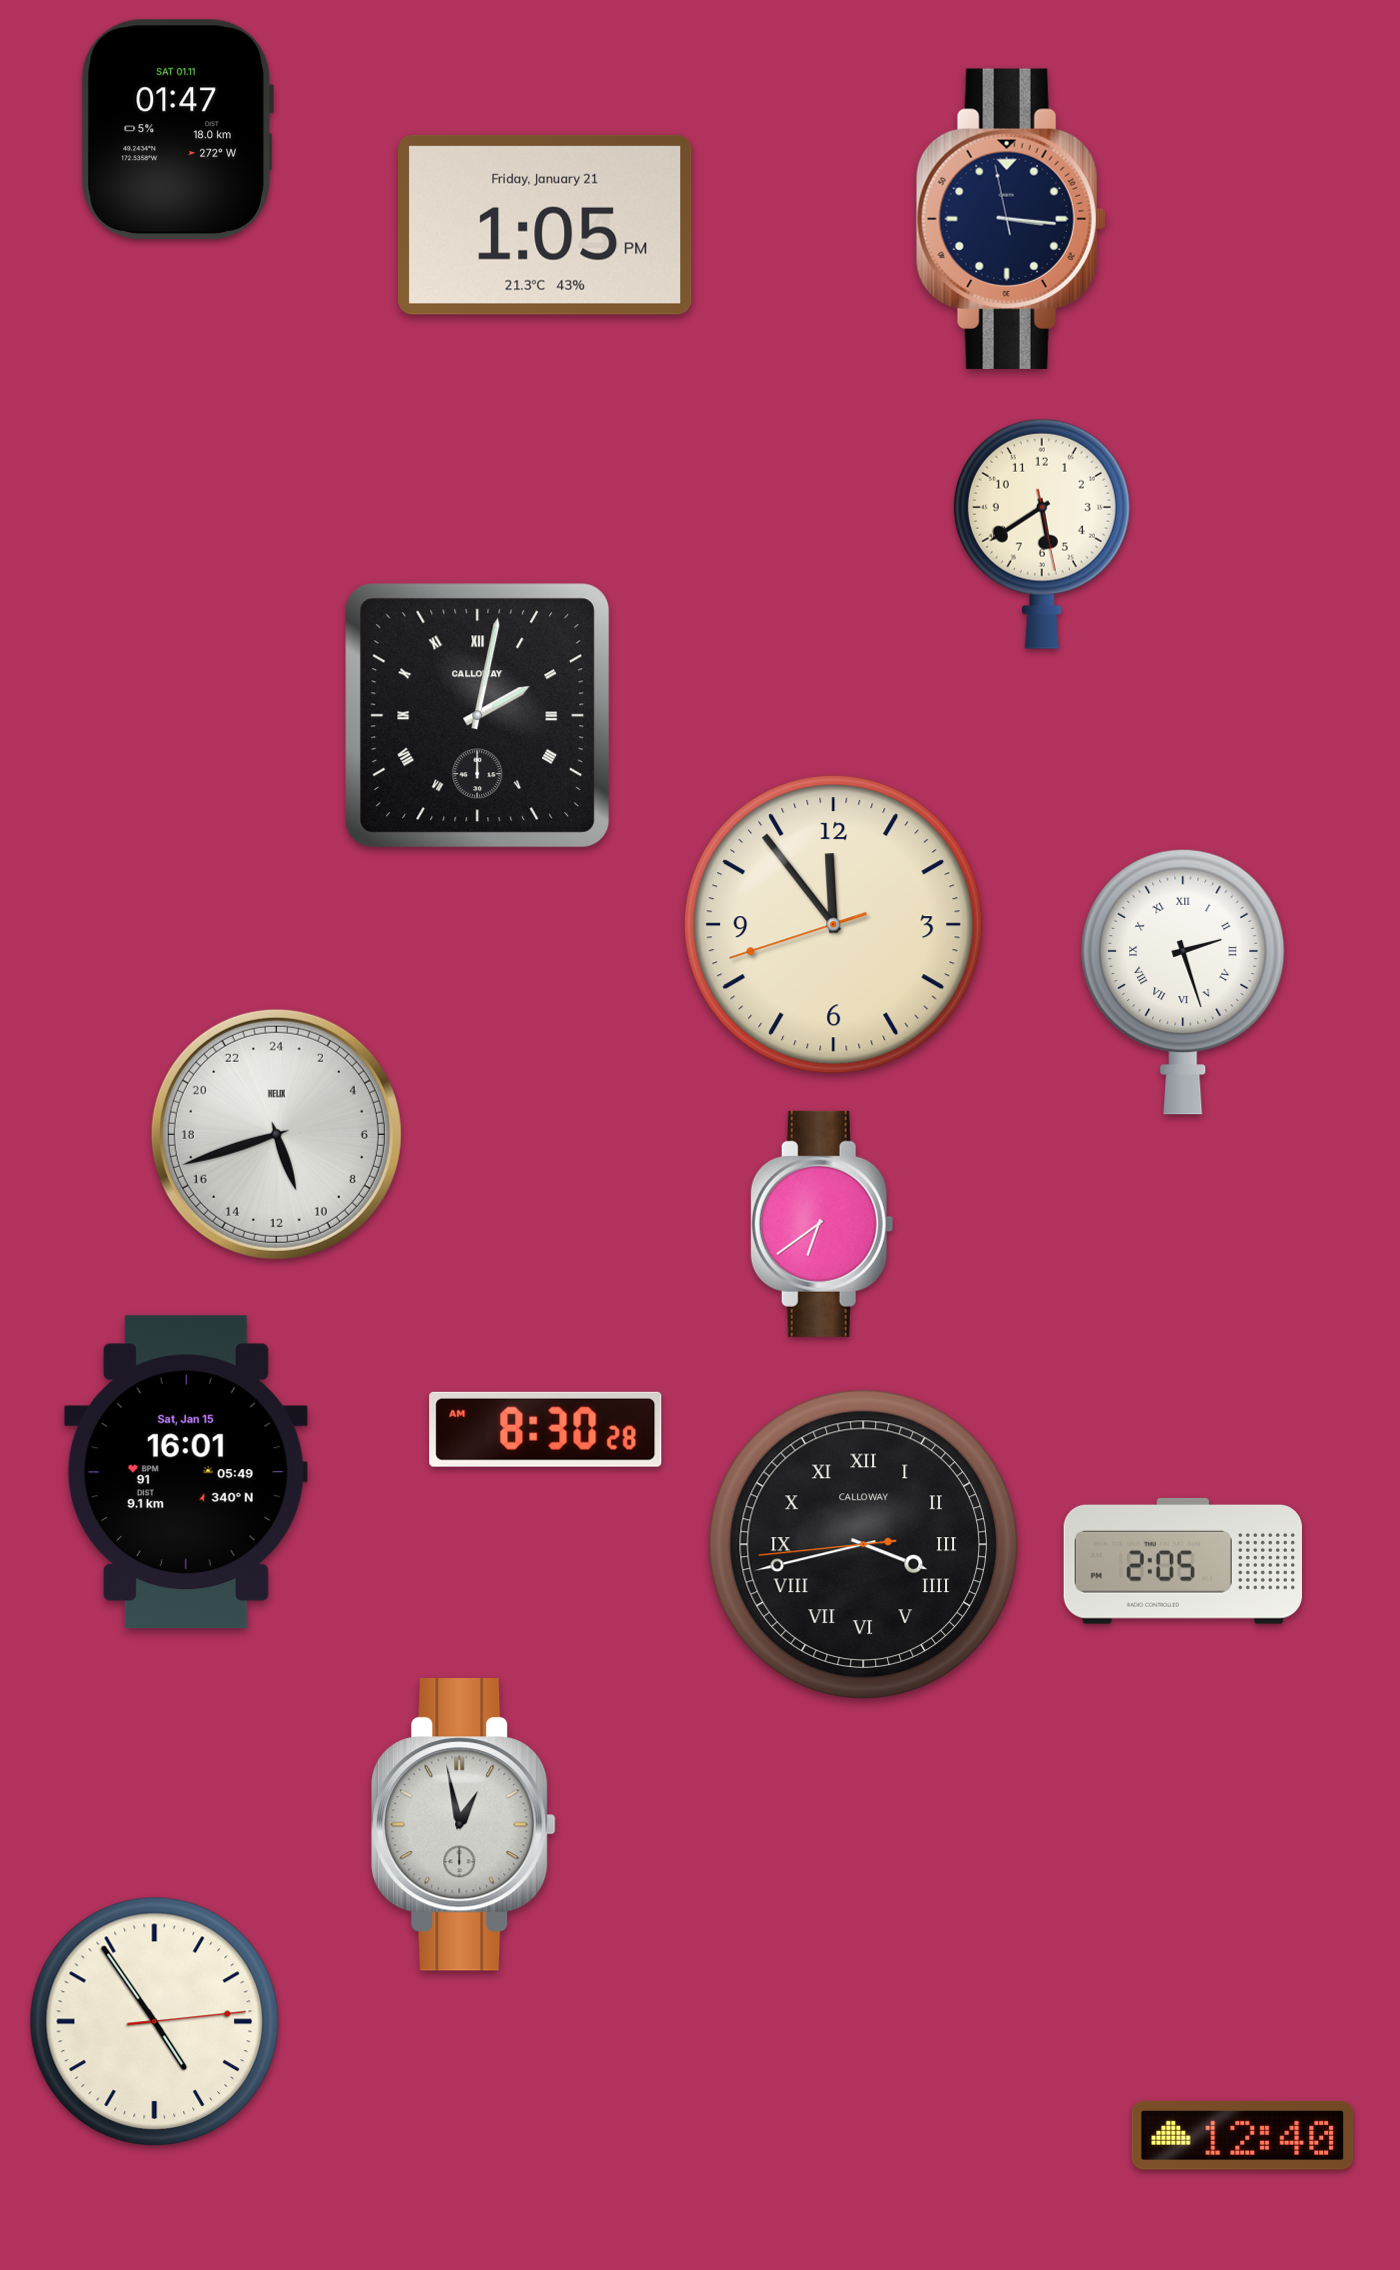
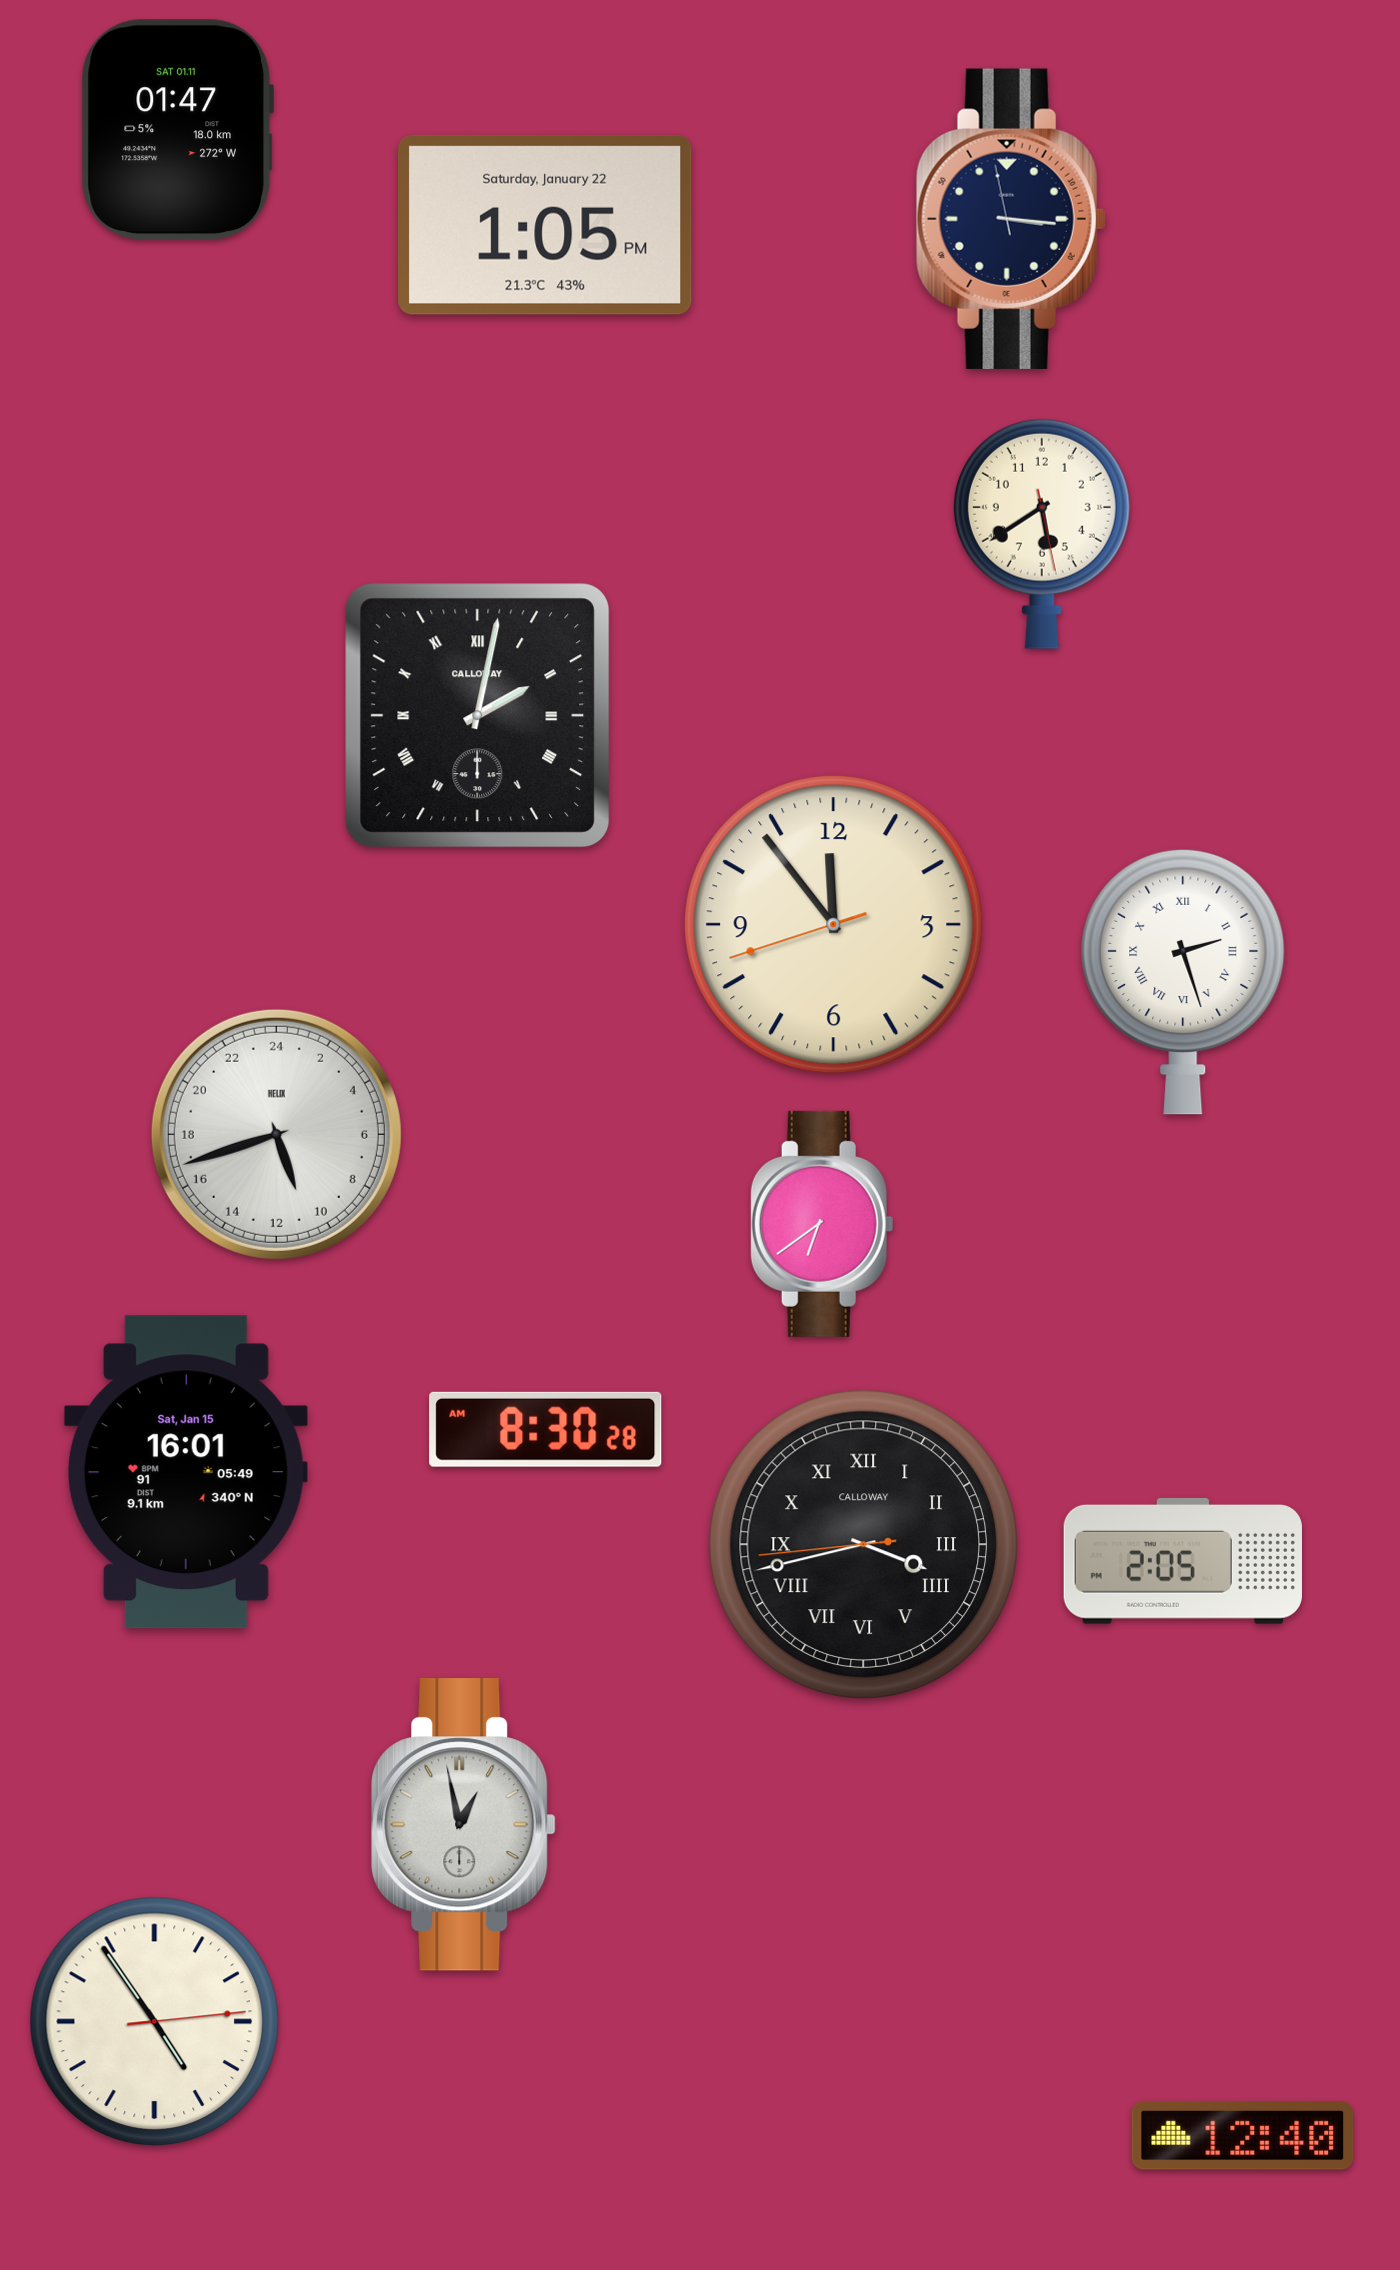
clock at (546, 225) date: Friday, January 21 -> Saturday, January 22
